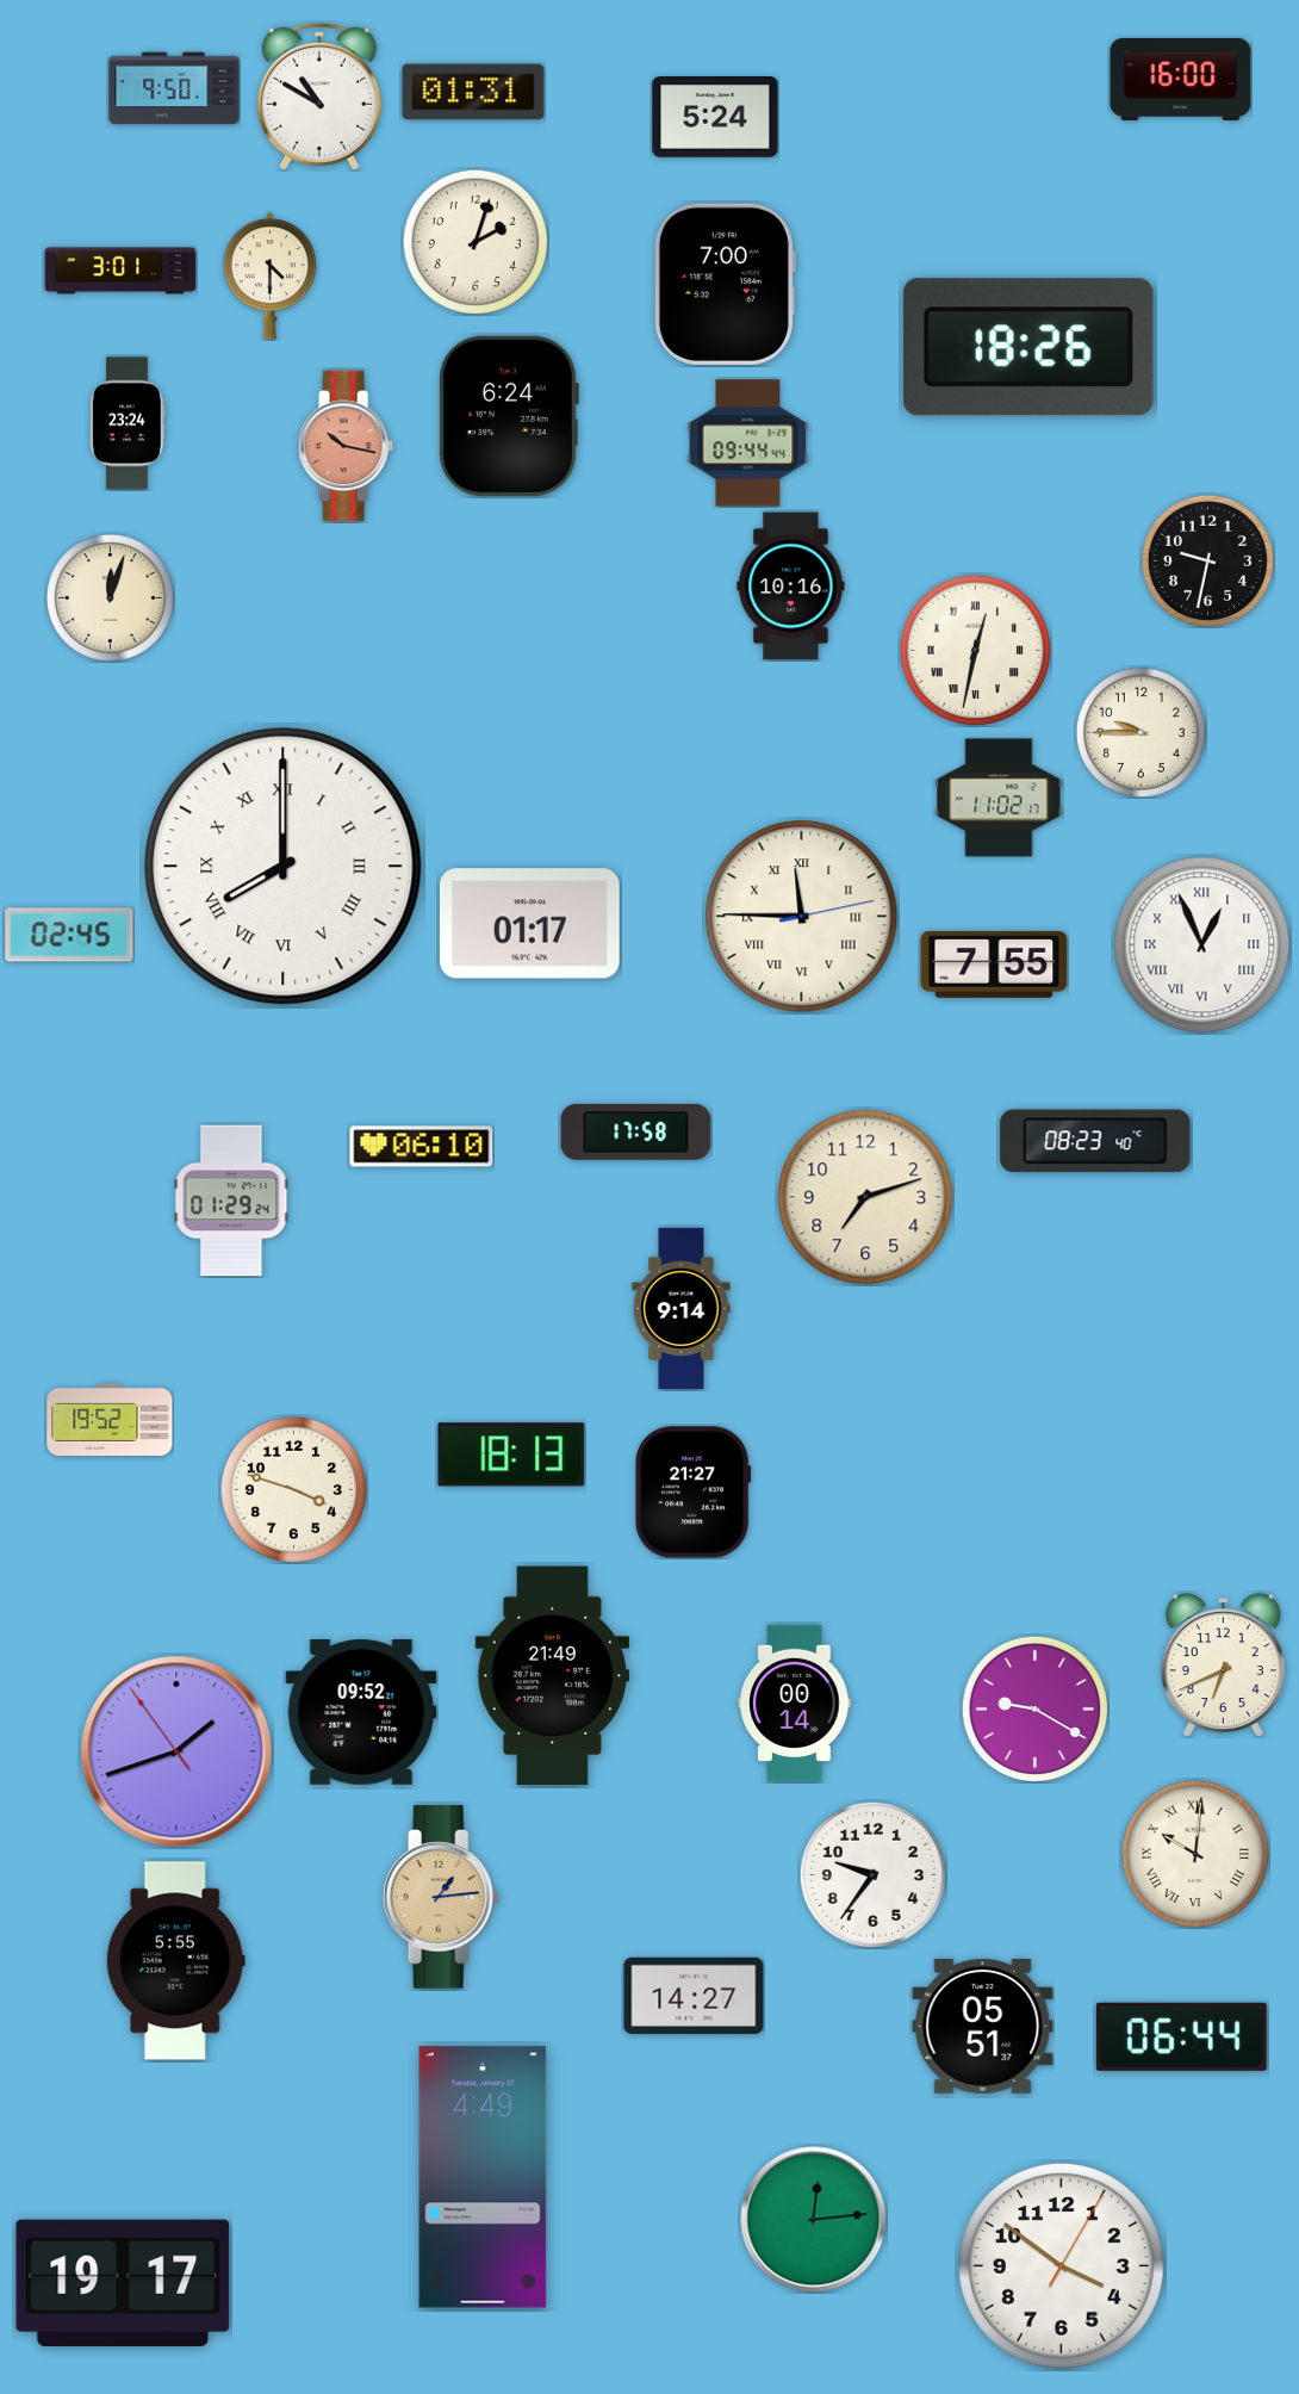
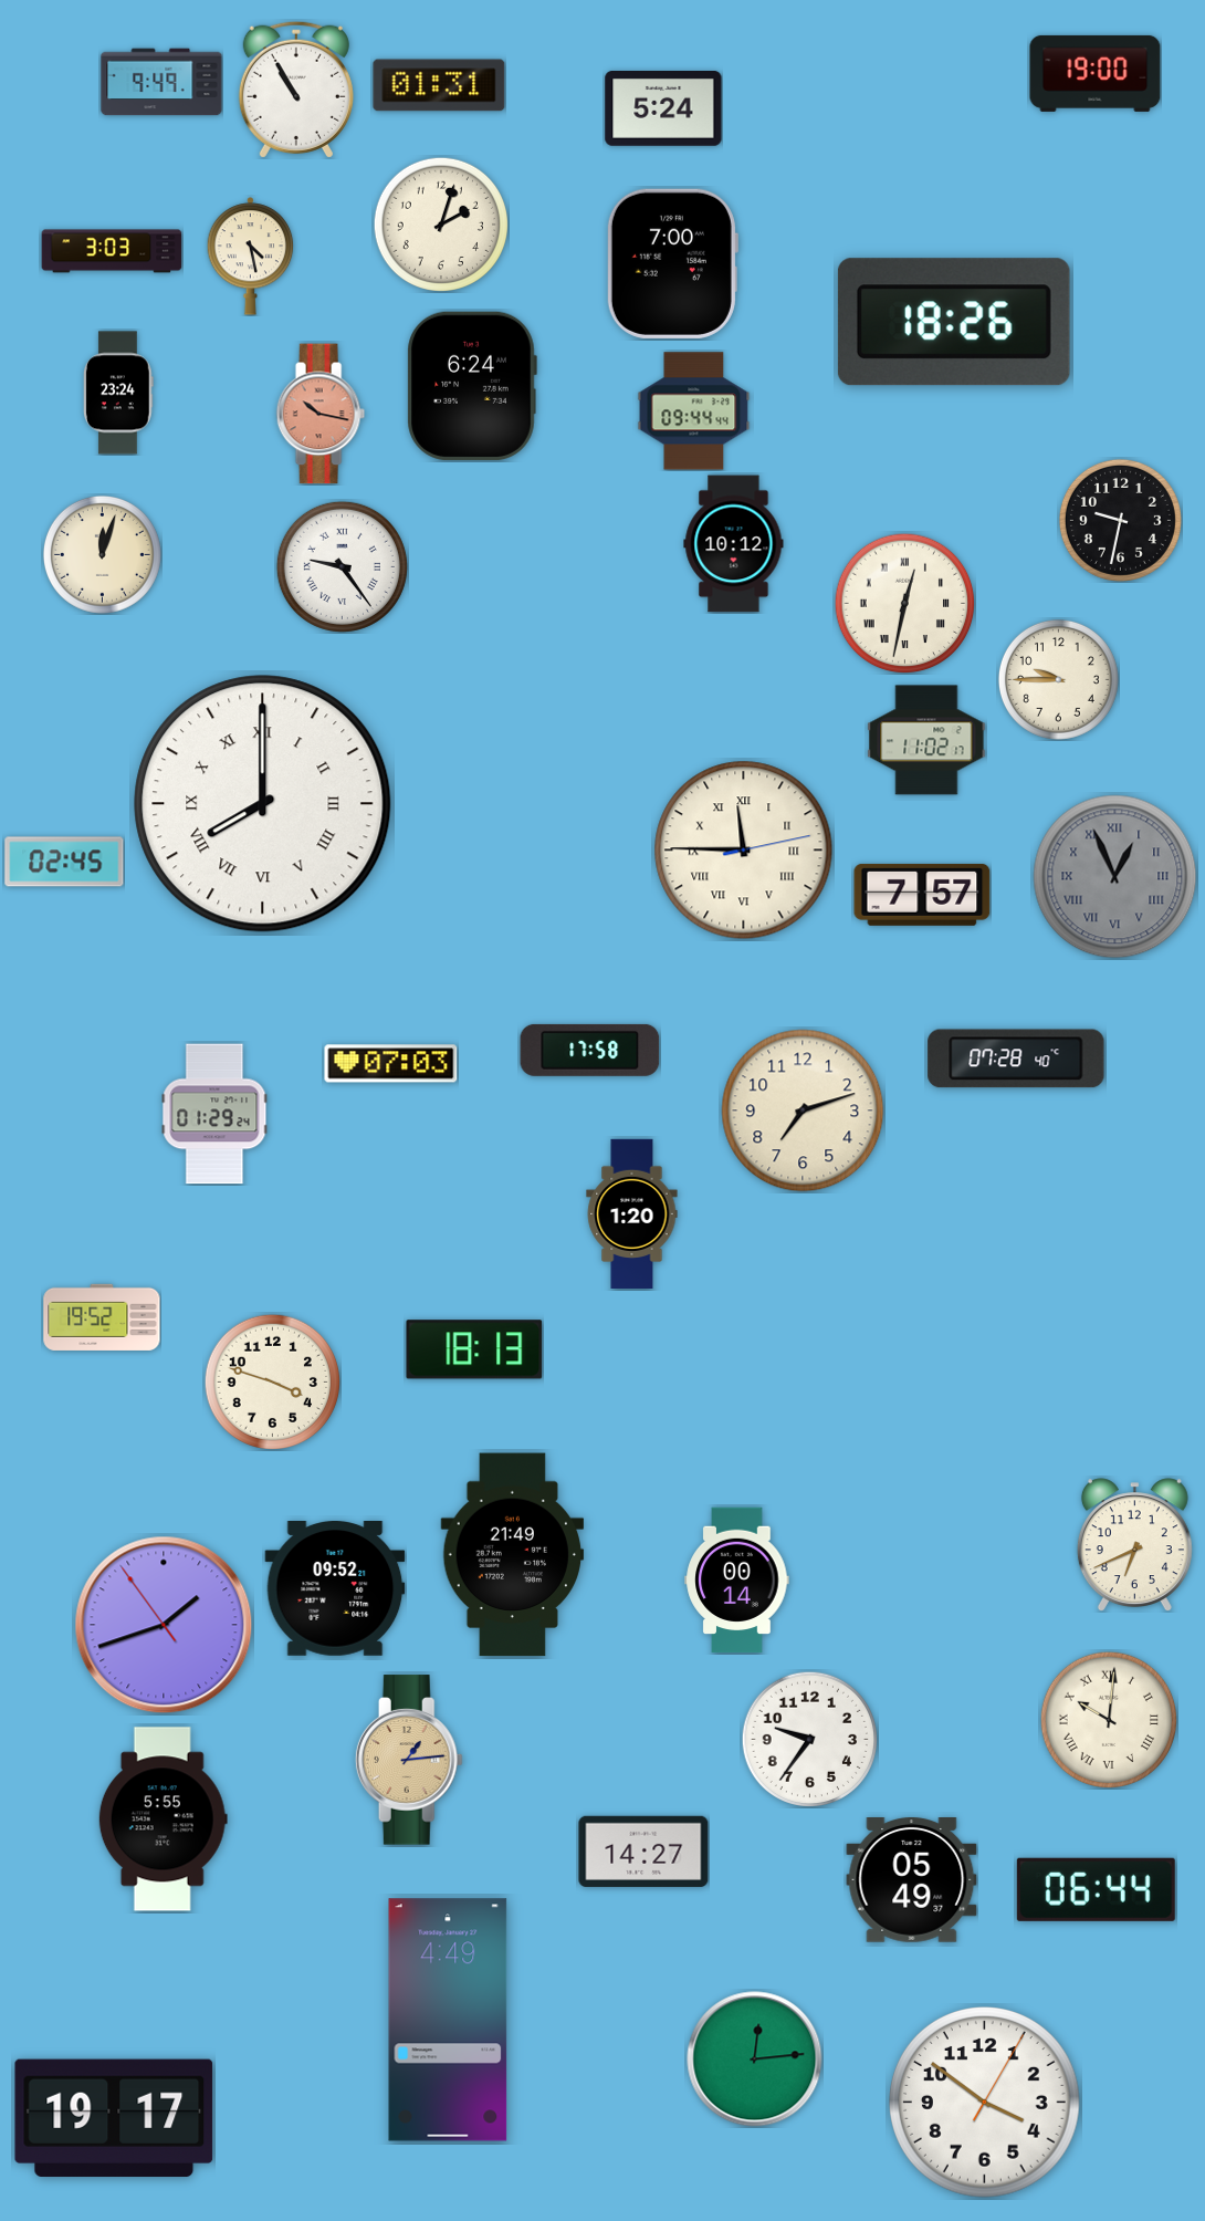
clock at (1181, 79): 16:00 -> 19:00
clock at (174, 88): 9:50 -> 9:49
clock at (319, 97): 10:50 -> 10:55
clock at (120, 271): 3:01 -> 3:03
clock at (271, 277): 4:30 -> 4:28
clock at (791, 587): 10:16 -> 10:12
clock at (342, 566): none -> 9:24
clock at (530, 924): 01:17 -> none
clock at (69, 935) position: (69, 935) -> (64, 862)
clock at (1202, 945) dial: white -> grey
clock at (994, 965): 7:55 -> 7:57
clock at (1095, 1141): 08:23 -> 07:28
clock at (422, 1147): 06:10 -> 07:03
clock at (682, 1308): 9:14 -> 1:20
clock at (694, 1493): 21:27 -> none
clock at (1034, 1708): 9:20 -> none
clock at (983, 2027): 05:51 -> 05:49
